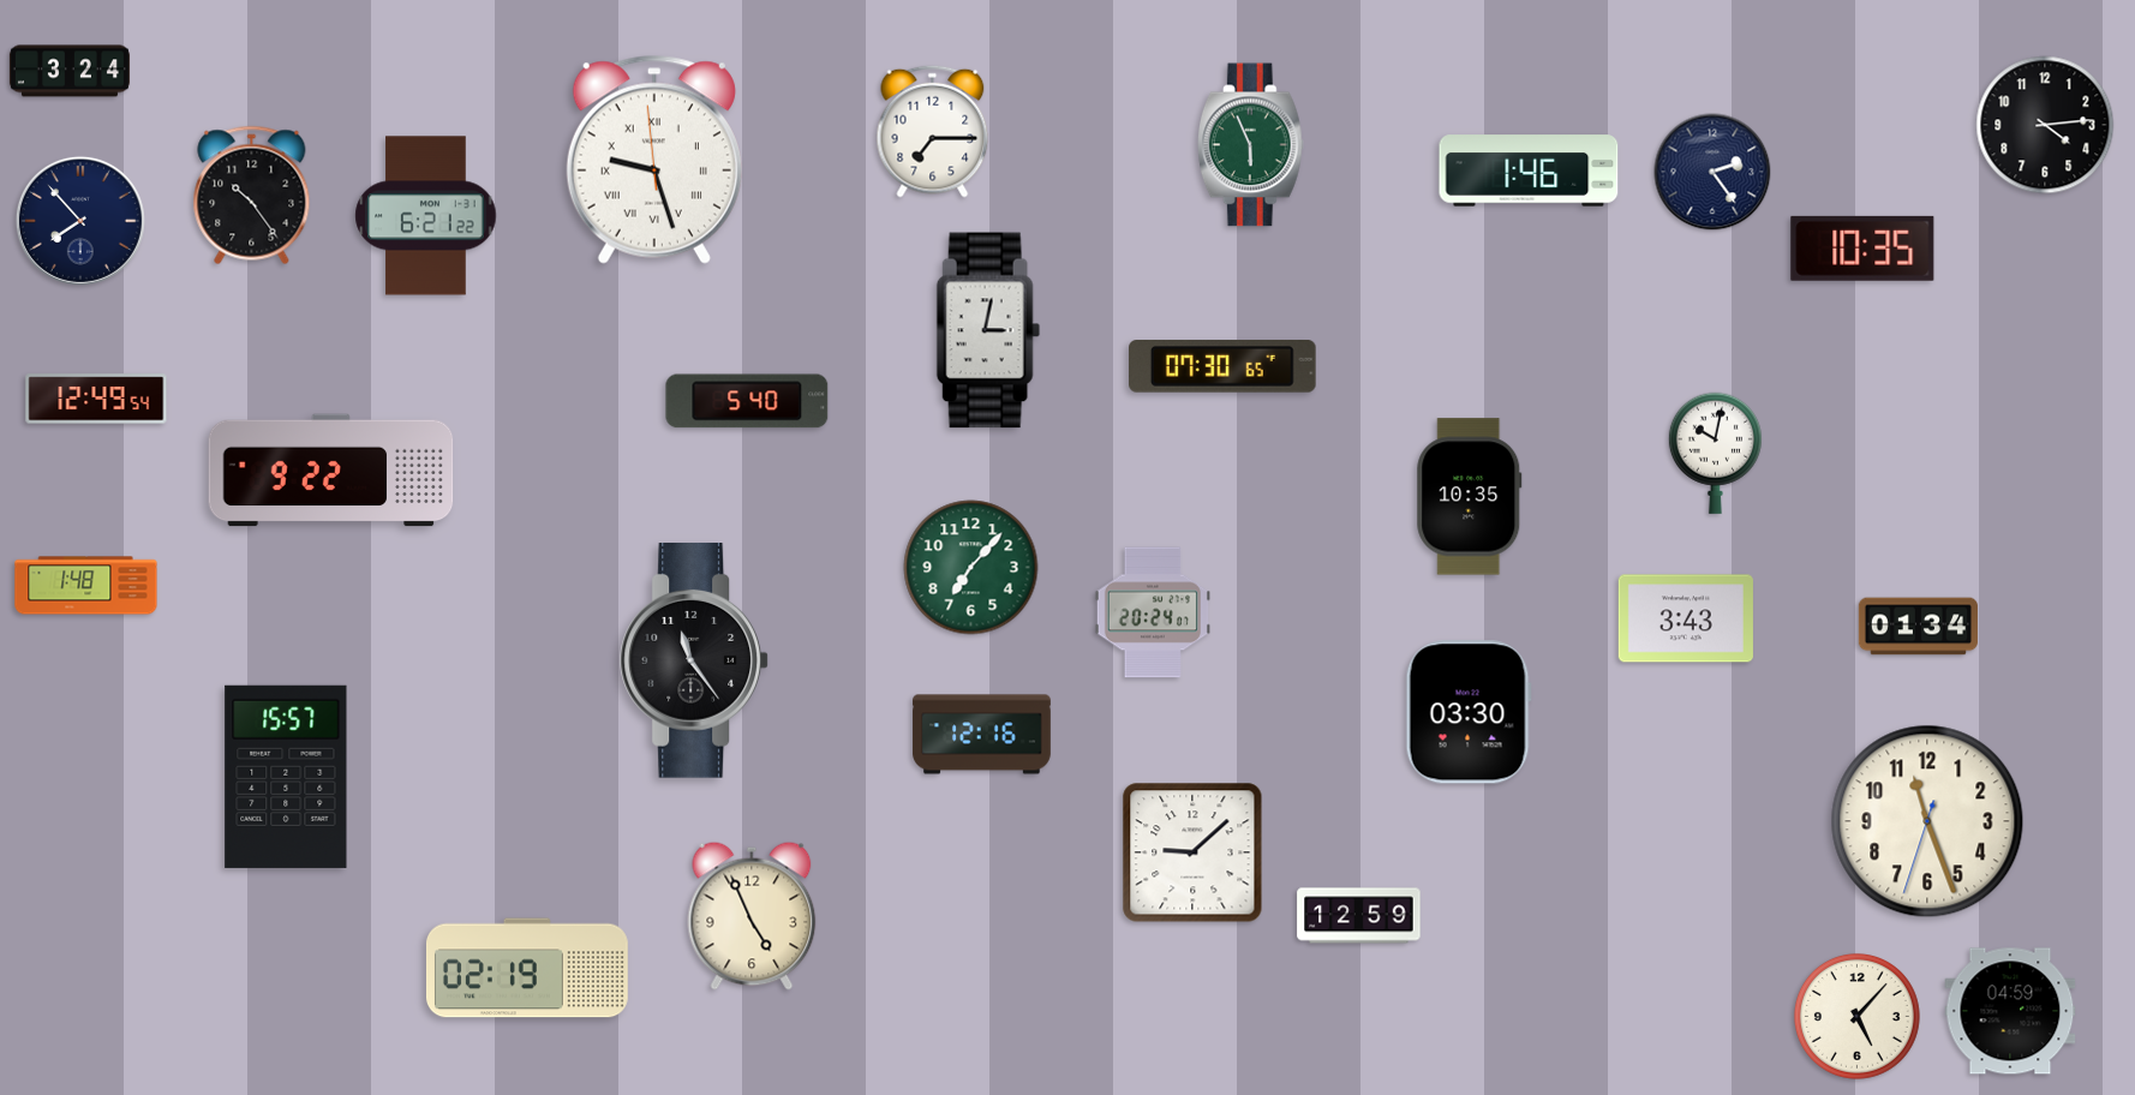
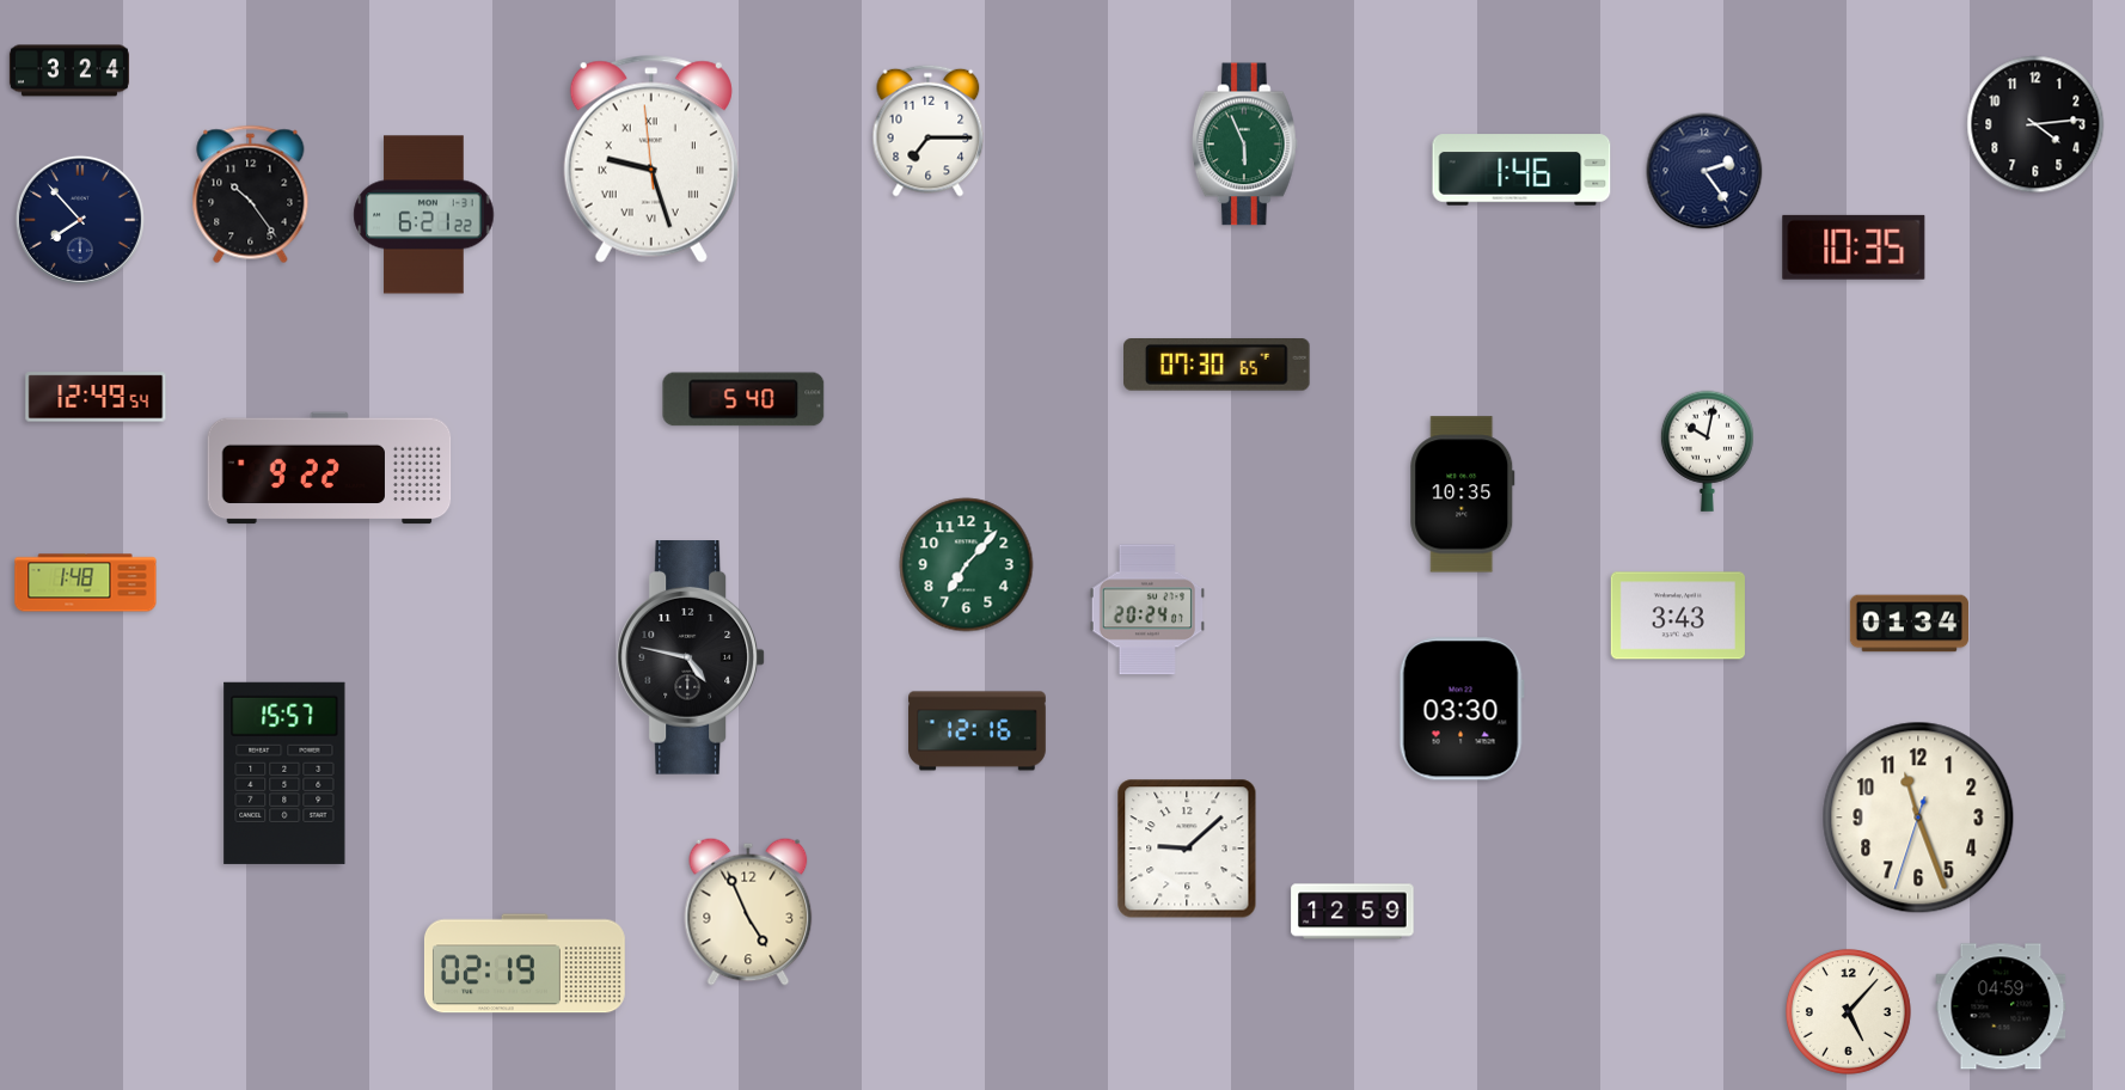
clock at (988, 330): 3:02 -> none
clock at (694, 662): 11:24 -> 4:47
